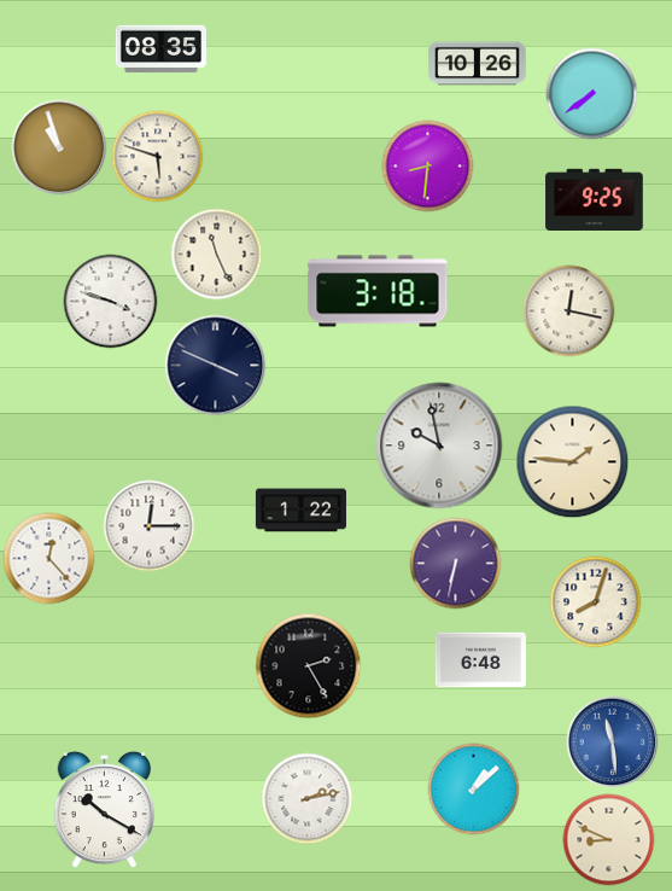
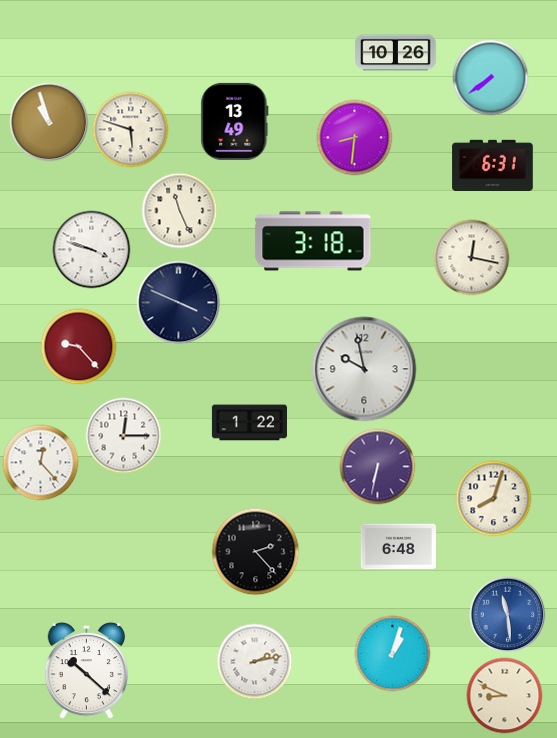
clock at (160, 49): 08:35 -> none
clock at (235, 121): none -> 13:49
clock at (595, 199): 9:25 -> 6:31
clock at (79, 347): none -> 9:23
clock at (573, 462): 1:46 -> none
clock at (309, 666): 2:25 -> 2:23
clock at (474, 790): 1:08 -> 1:03
clock at (104, 810): 10:20 -> 10:22
